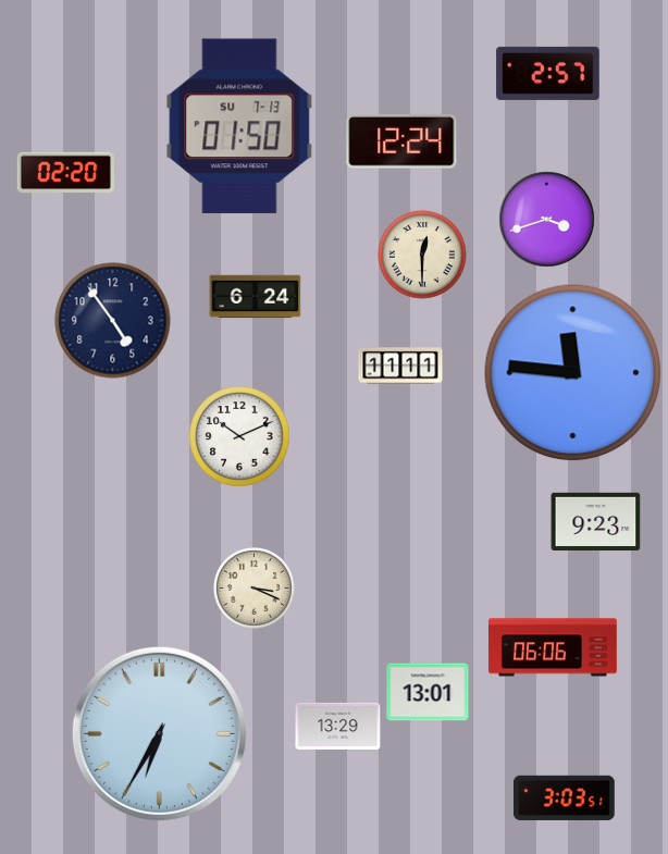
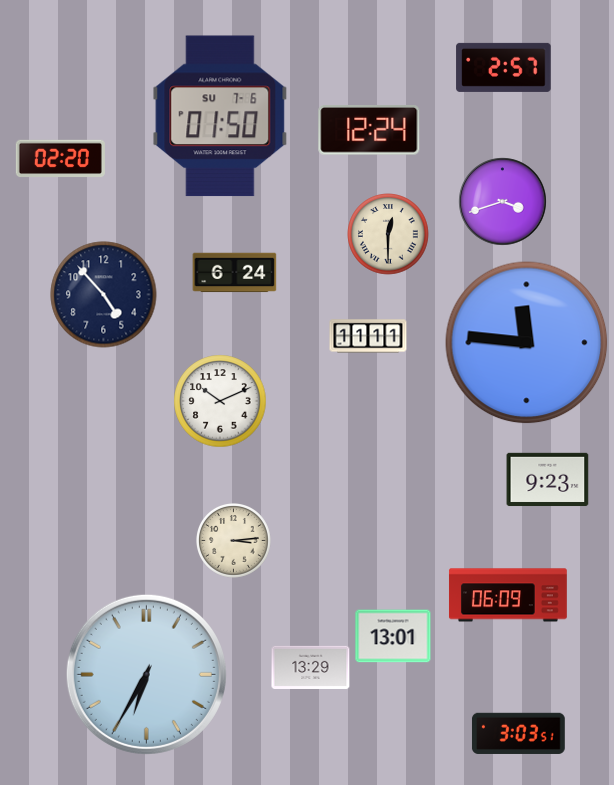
clock at (239, 126) date: SU 7-13 -> SU 7-6
clock at (113, 321): 4:54 -> 4:53
clock at (255, 589): 3:19 -> 3:14
clock at (553, 647): 06:06 -> 06:09
